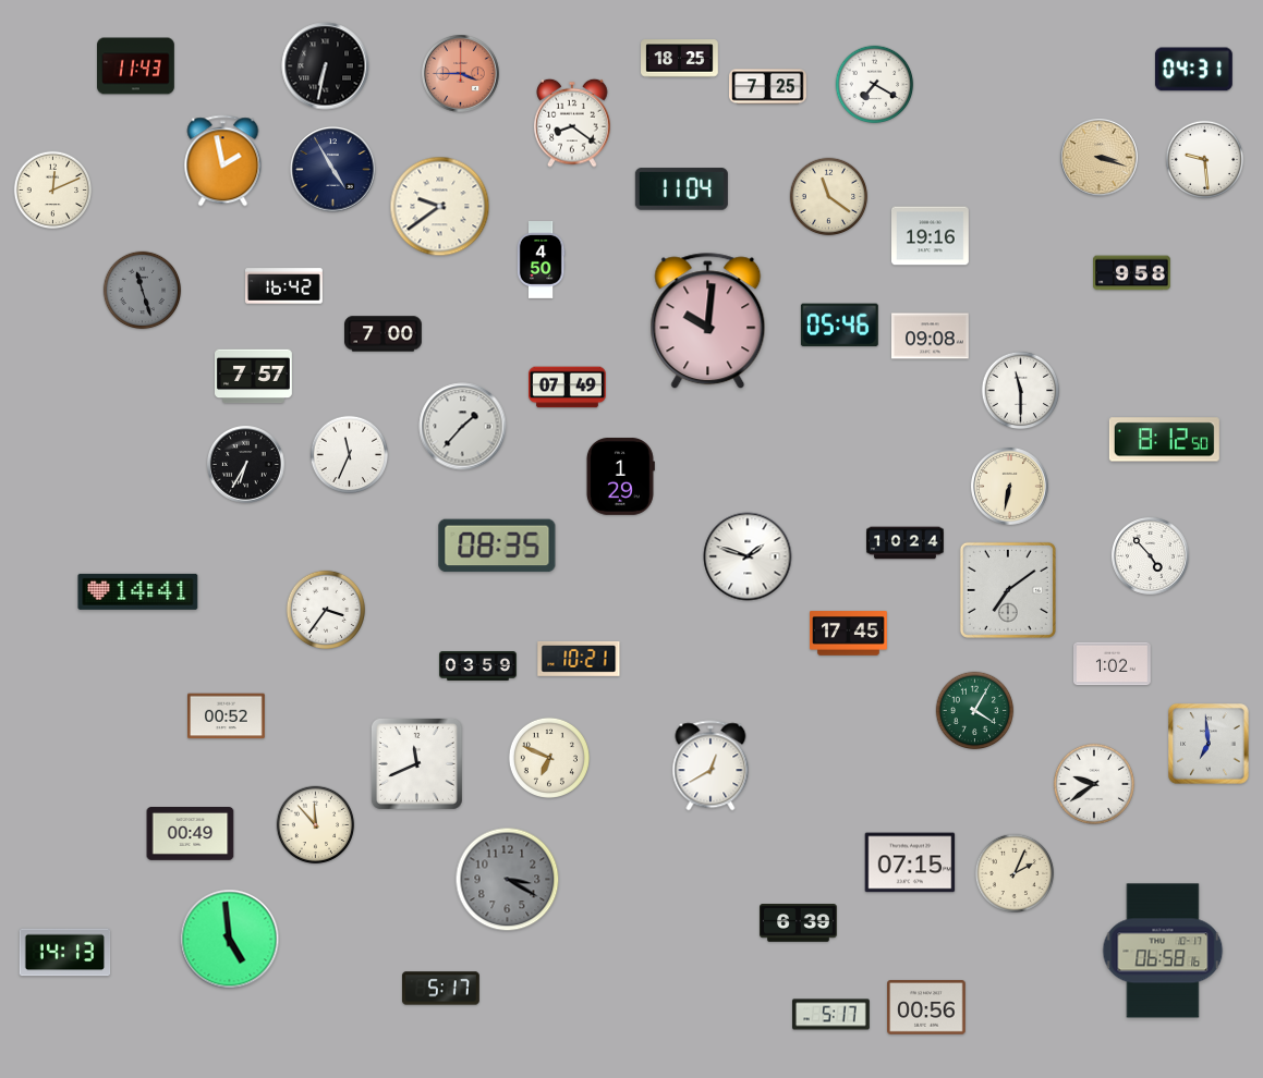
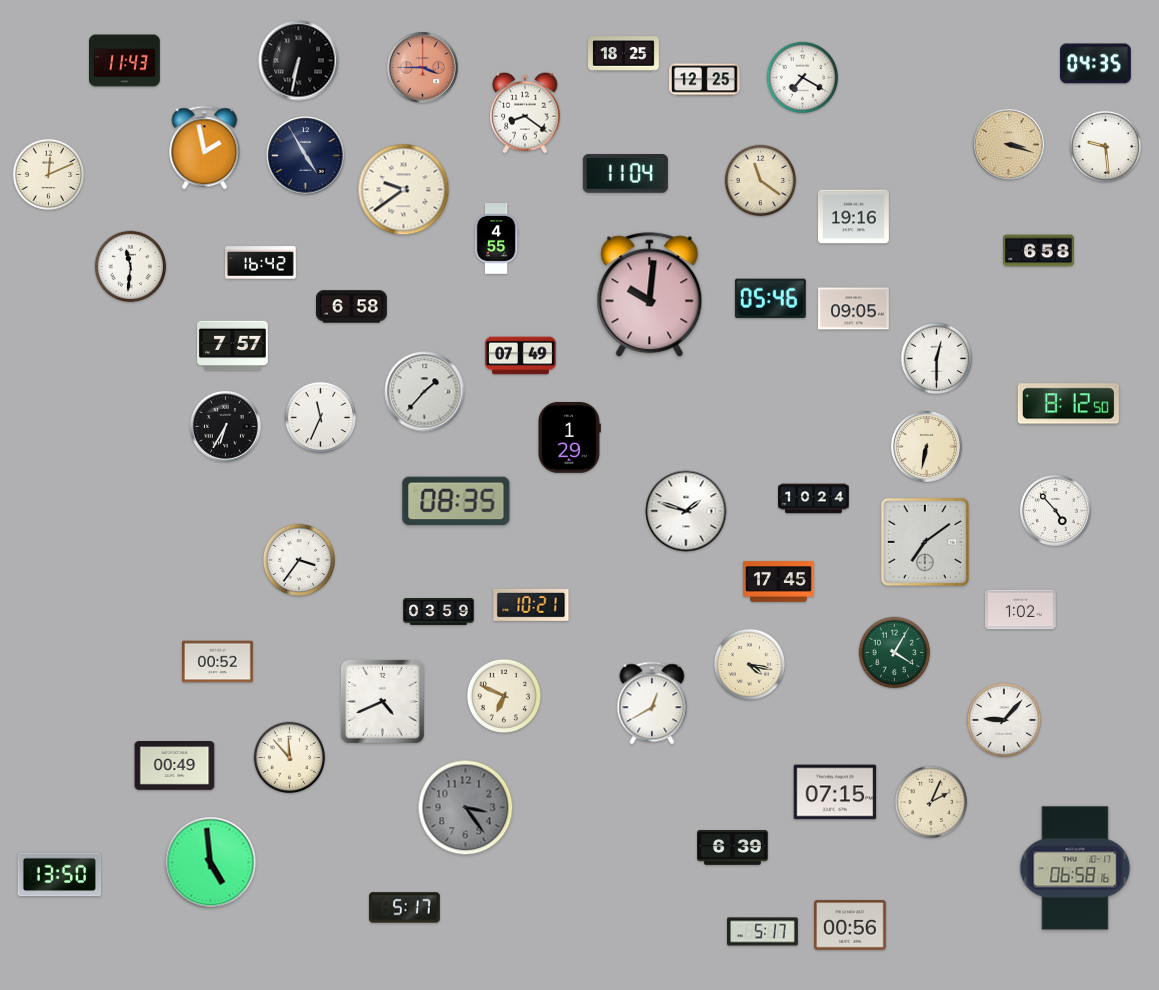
clock at (1193, 70): 04:31 -> 04:35
clock at (768, 87): 7:25 -> 12:25
clock at (541, 260): 4:50 -> 4:55
clock at (1132, 273): 9:58 -> 6:58
clock at (143, 291): 11:27 -> 11:31
clock at (143, 291) dial: grey -> white
clock at (384, 334): 7:00 -> 6:58
clock at (931, 336): 09:08 -> 09:05
clock at (1021, 391): 11:30 -> 12:30
clock at (906, 543) position: (906, 543) -> (814, 499)
clock at (138, 591): 14:41 -> none
clock at (227, 716) position: (227, 716) -> (218, 662)
clock at (750, 665): none -> 4:17
clock at (1209, 744): 6:59 -> none
clock at (416, 763): 11:41 -> 4:41
clock at (1094, 784): 9:39 -> 9:07
clock at (508, 880): 3:20 -> 3:24
clock at (1163, 951) position: (1163, 951) -> (1075, 868)
clock at (65, 953): 14:13 -> 13:50
